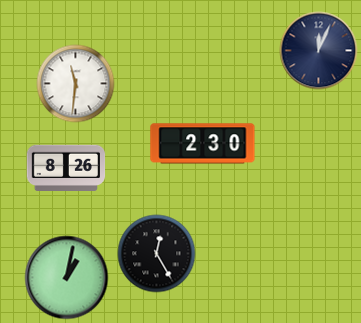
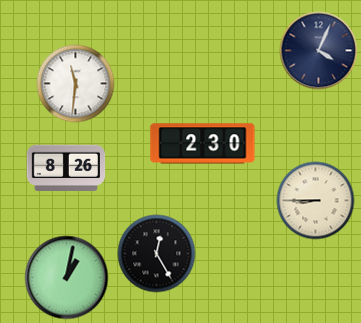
clock at (318, 50): 12:04 -> 4:04
clock at (315, 200): none -> 8:45
